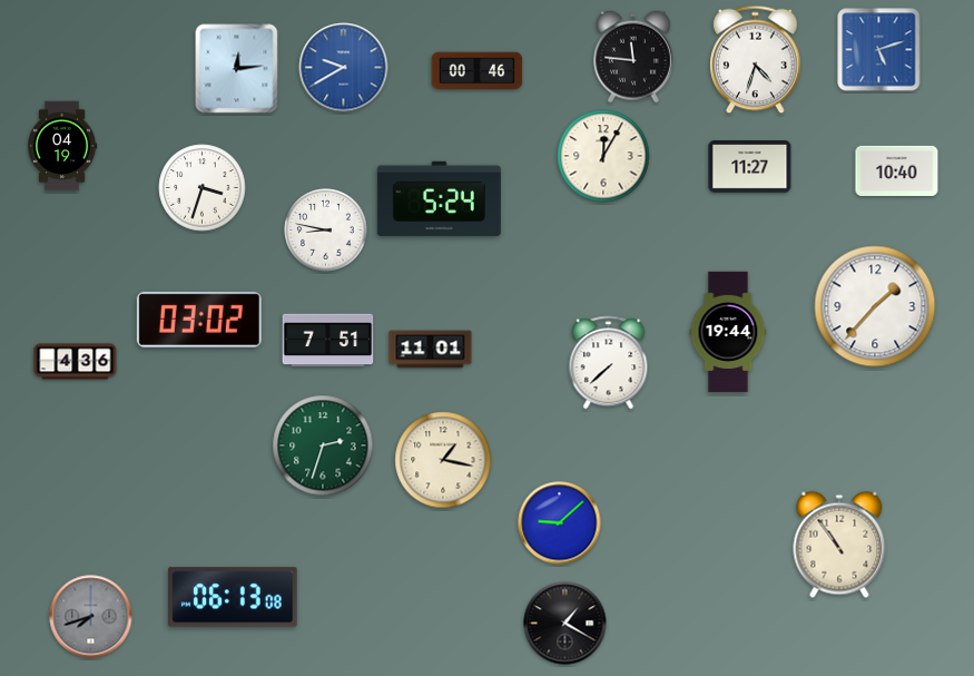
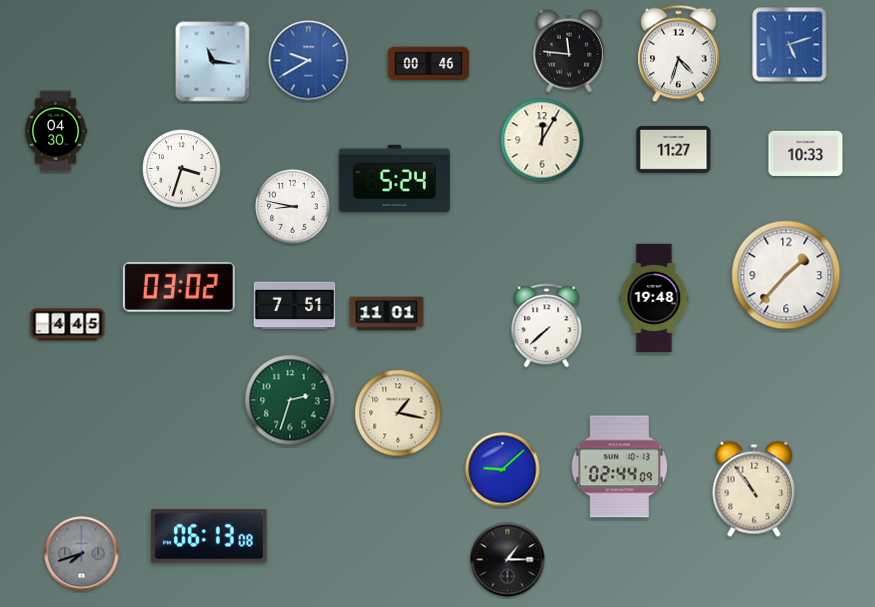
clock at (237, 69): 12:14 -> 11:16
clock at (62, 146): 04:19 -> 04:30
clock at (897, 170): 10:40 -> 10:33
clock at (728, 332): 19:44 -> 19:48
clock at (76, 362): 4:36 -> 4:45
clock at (620, 467): none -> 02:44
clock at (565, 624): 1:20 -> 1:15
